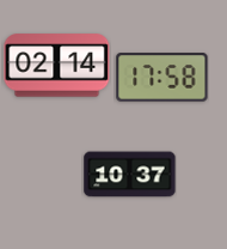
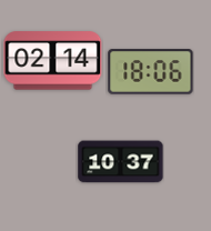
clock at (162, 78): 17:58 -> 18:06
